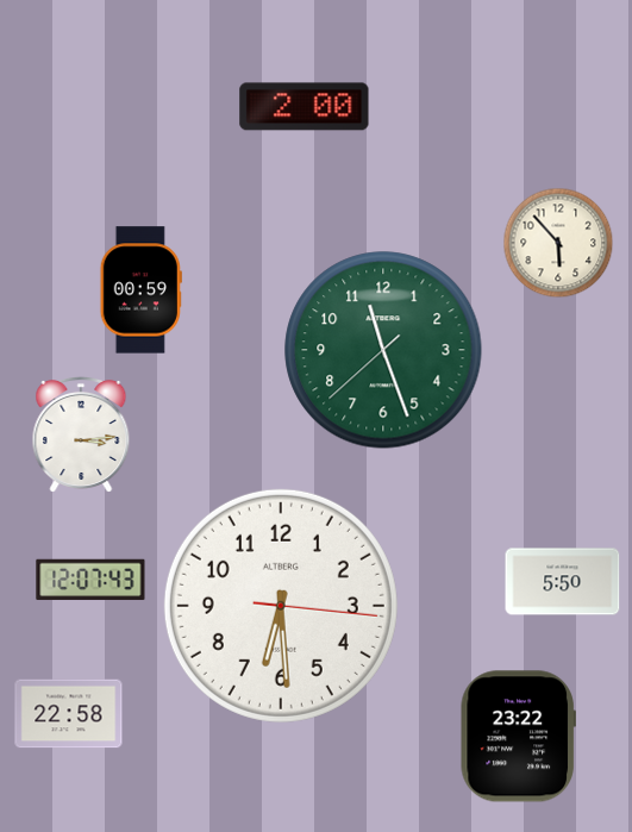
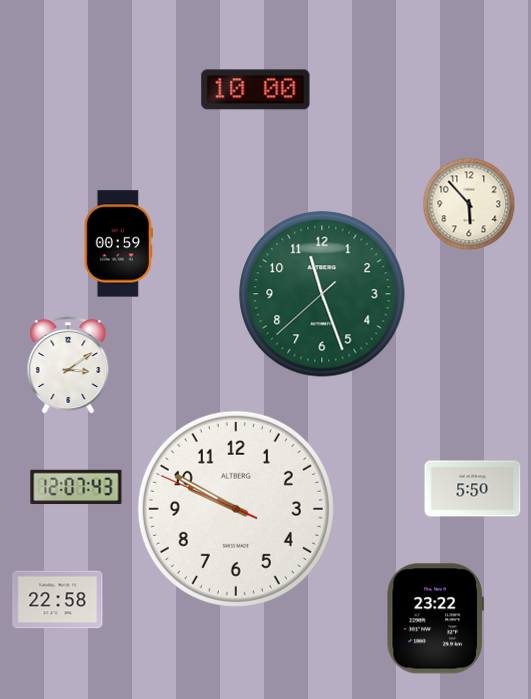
clock at (305, 107): 2:00 -> 10:00
clock at (81, 436): 3:14 -> 3:09
clock at (281, 606): 6:29 -> 9:49
